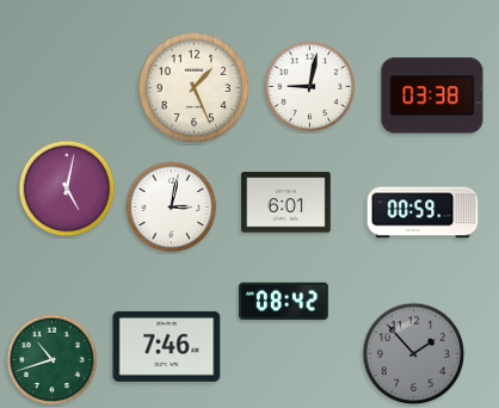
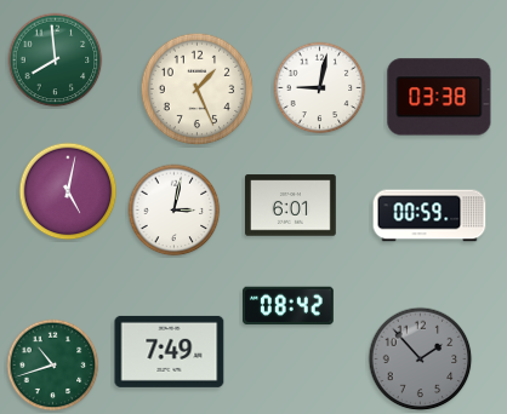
clock at (56, 61): none -> 7:59
clock at (310, 87) position: (310, 87) -> (320, 88)
clock at (167, 346): 7:46 -> 7:49
